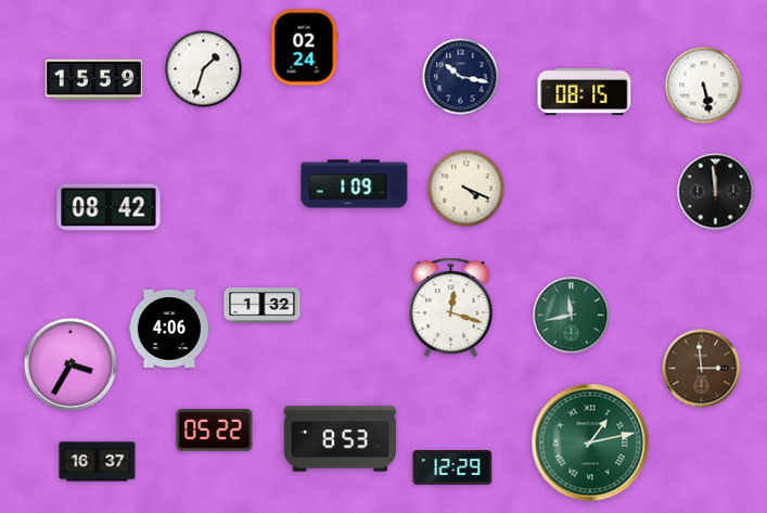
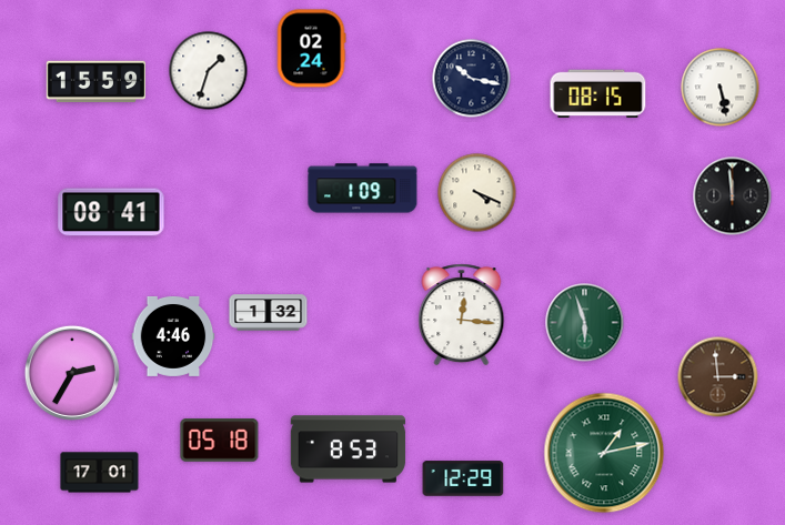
clock at (108, 207): 08:42 -> 08:41
clock at (451, 308): 12:18 -> 12:16
clock at (572, 316): 11:43 -> 5:57
clock at (169, 329): 4:06 -> 4:46
clock at (71, 364): 3:35 -> 2:35
clock at (215, 431): 05:22 -> 05:18
clock at (98, 462): 16:37 -> 17:01
